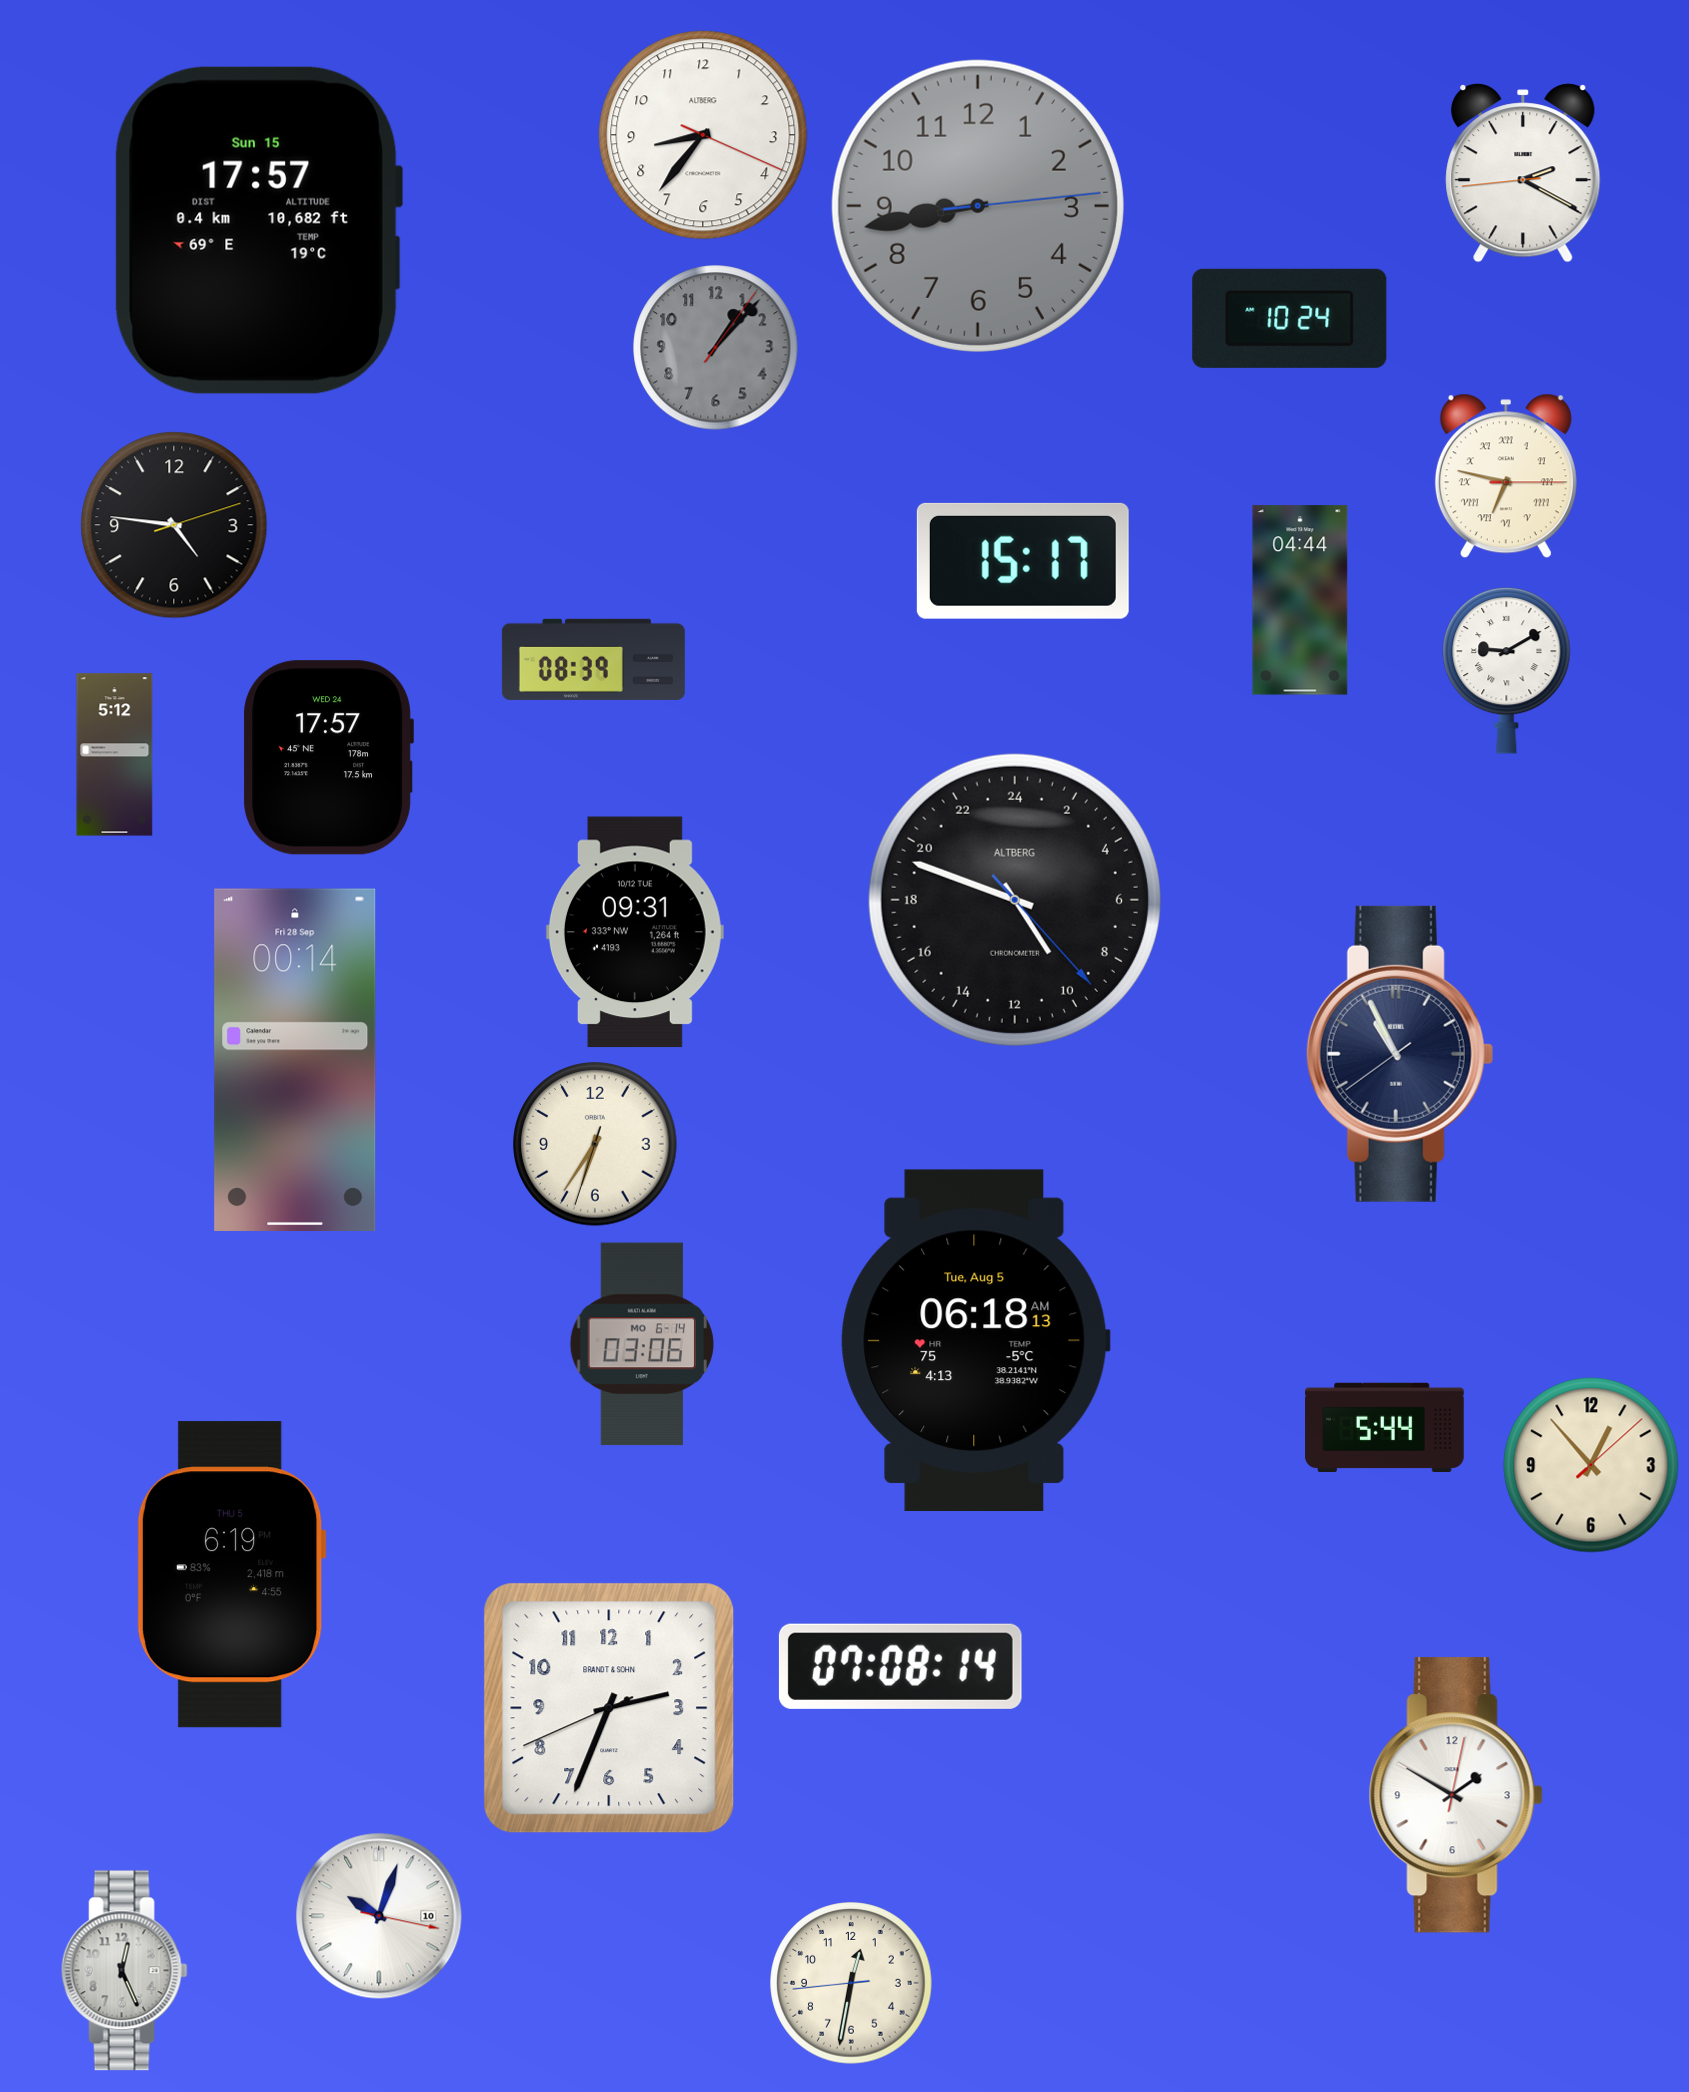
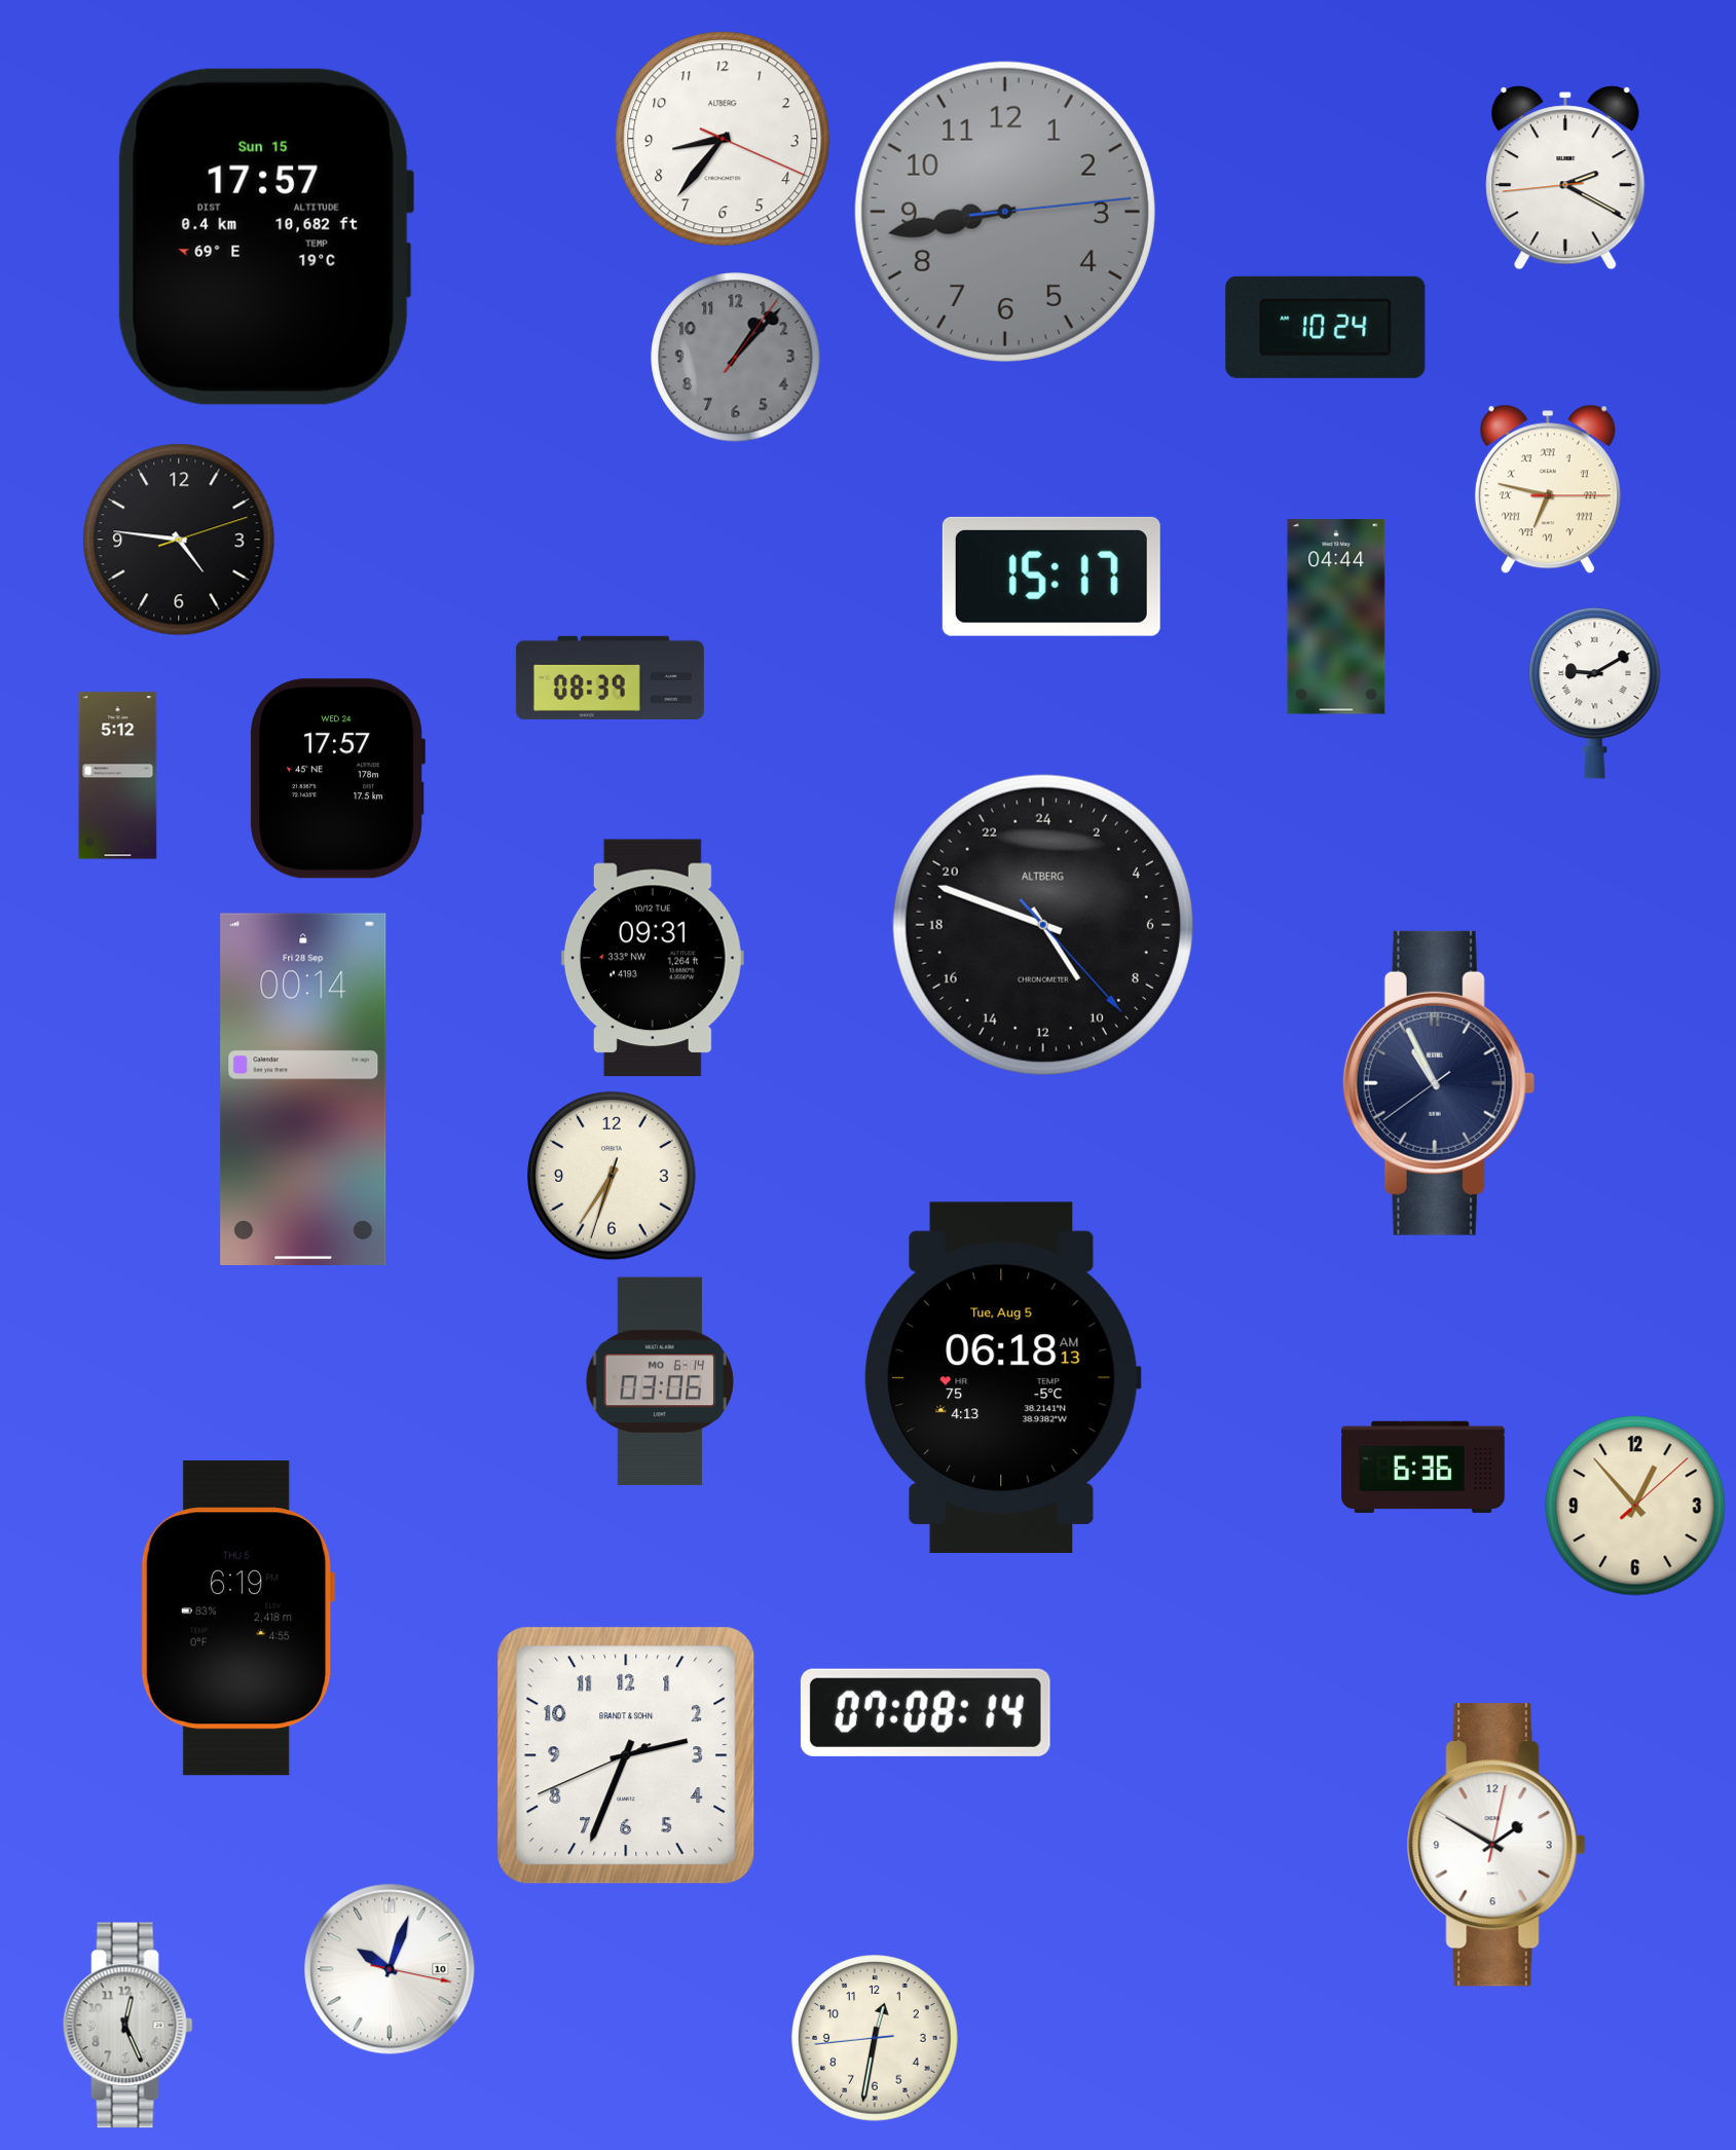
clock at (1507, 670) position: (1507, 670) -> (1595, 693)
clock at (1385, 1427): 5:44 -> 6:36
